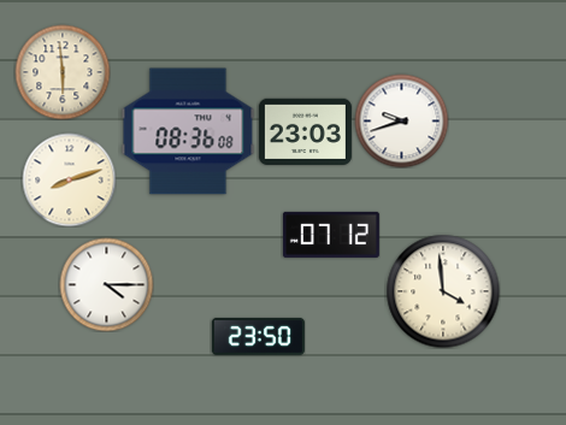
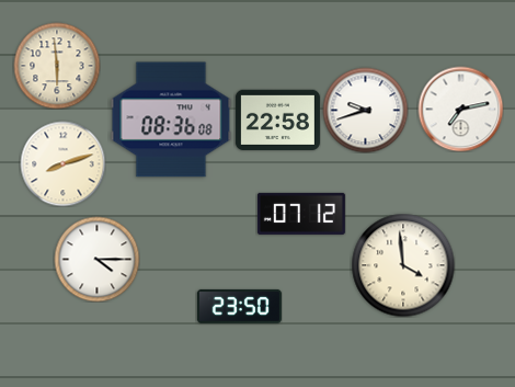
clock at (460, 109): none -> 7:13
clock at (305, 131): 23:03 -> 22:58
clock at (258, 336) position: (258, 336) -> (239, 306)
